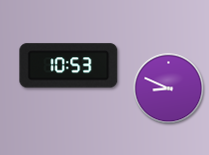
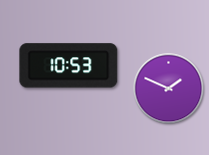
clock at (169, 89): 8:49 -> 1:49
